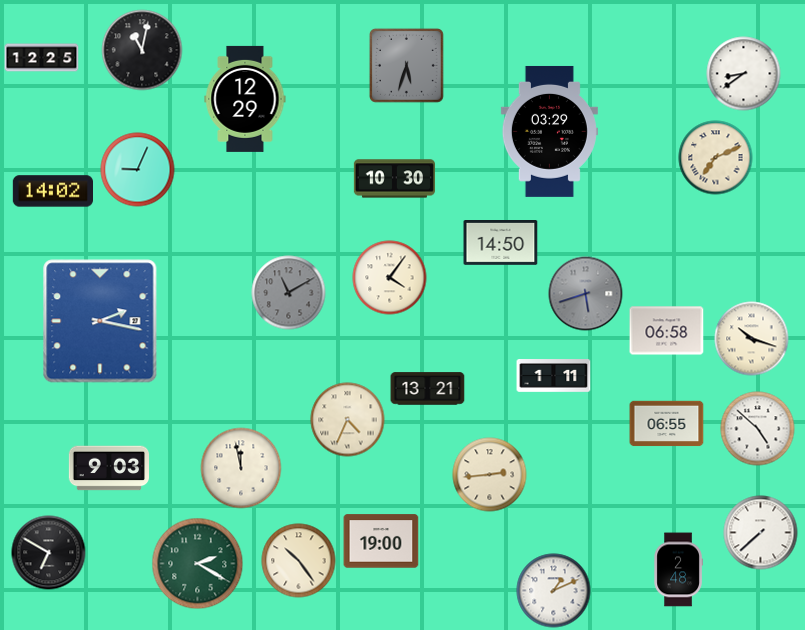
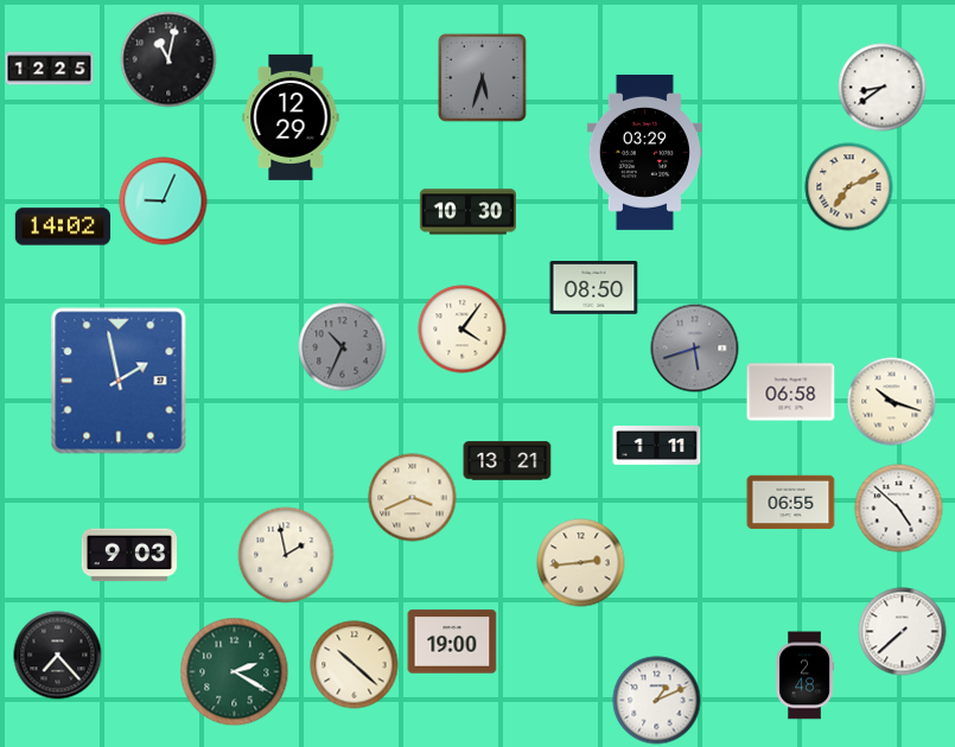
clock at (549, 131) position: (549, 131) -> (644, 152)
clock at (501, 243): 14:50 -> 08:50
clock at (289, 293): 11:10 -> 10:34
clock at (100, 321): 2:17 -> 1:58
clock at (348, 420): 4:34 -> 3:41
clock at (241, 468): 11:58 -> 1:58
clock at (49, 553): 6:50 -> 7:23
clock at (299, 561): 10:24 -> 10:22
clock at (198, 564) position: (198, 564) -> (235, 672)
